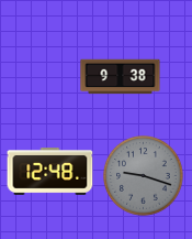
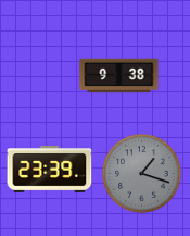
clock at (50, 172): 12:48 -> 23:39
clock at (144, 176): 9:18 -> 1:18
